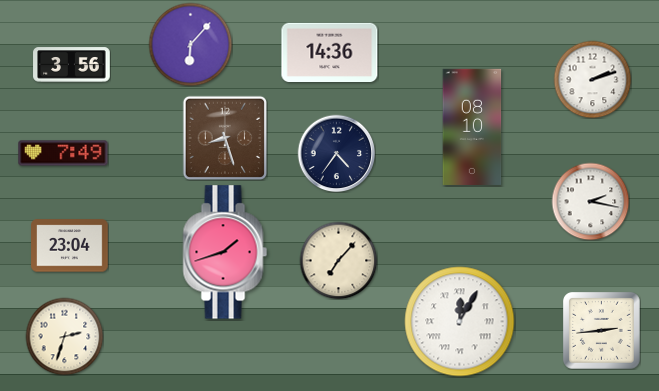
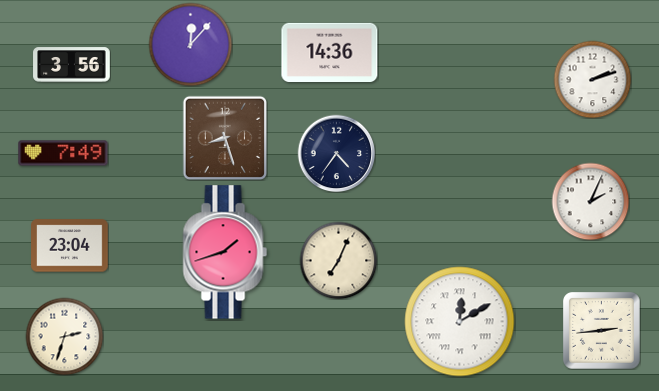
clock at (190, 44): 6:07 -> 12:07
clock at (472, 127): 08:10 -> none
clock at (590, 201): 2:17 -> 2:04
clock at (338, 260): 7:07 -> 7:04
clock at (460, 322): 12:05 -> 12:10
